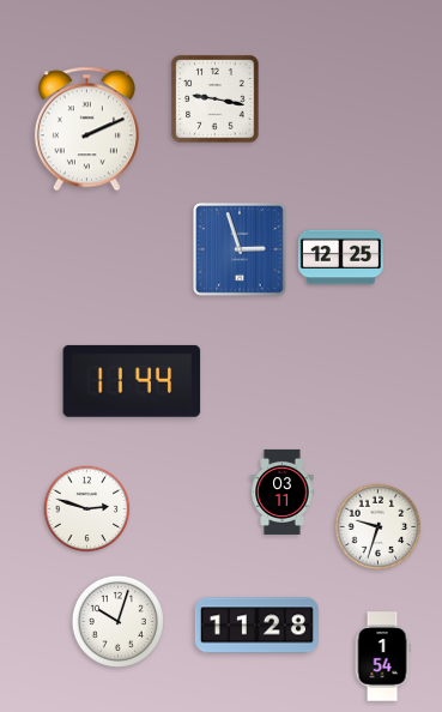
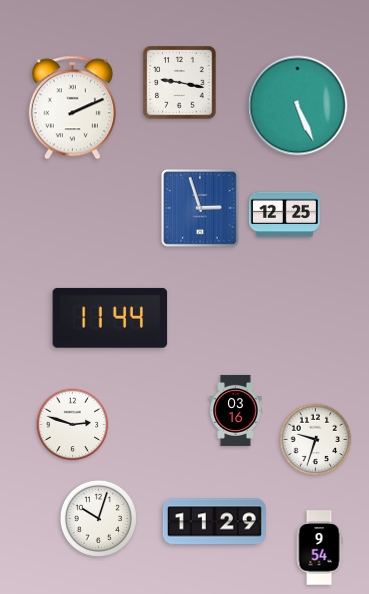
clock at (298, 106): none -> 5:26
clock at (283, 491): 03:11 -> 03:16
clock at (256, 626): 11:28 -> 11:29
clock at (382, 657): 1:54 -> 9:54
